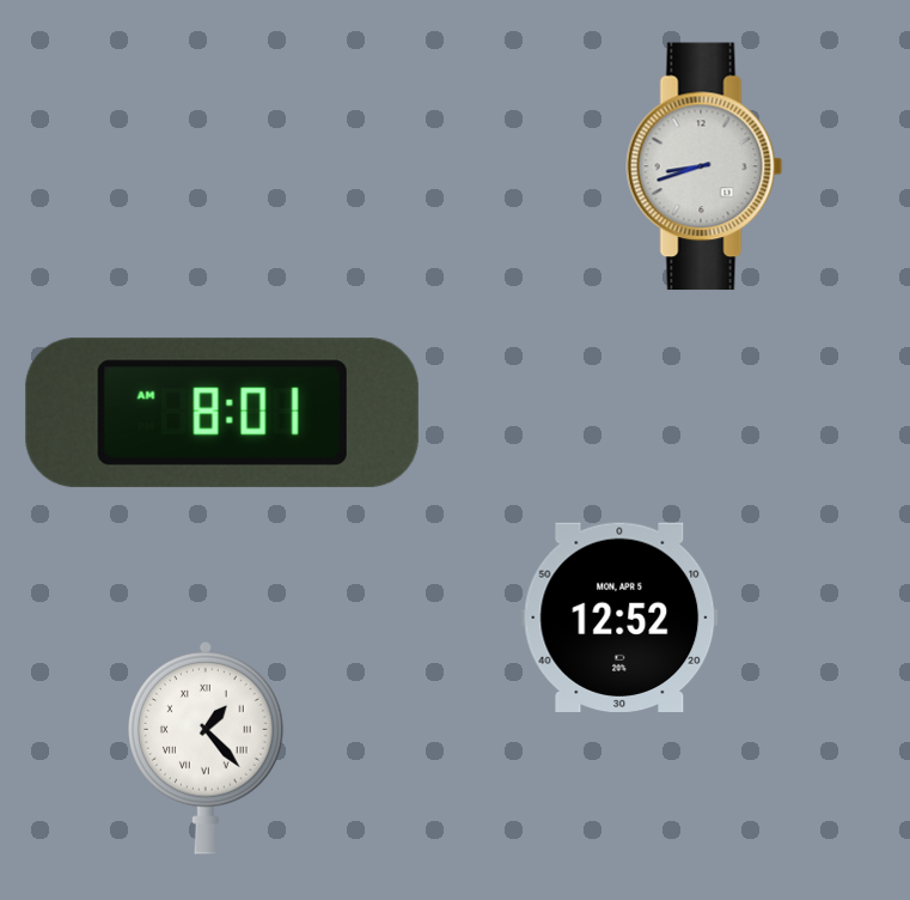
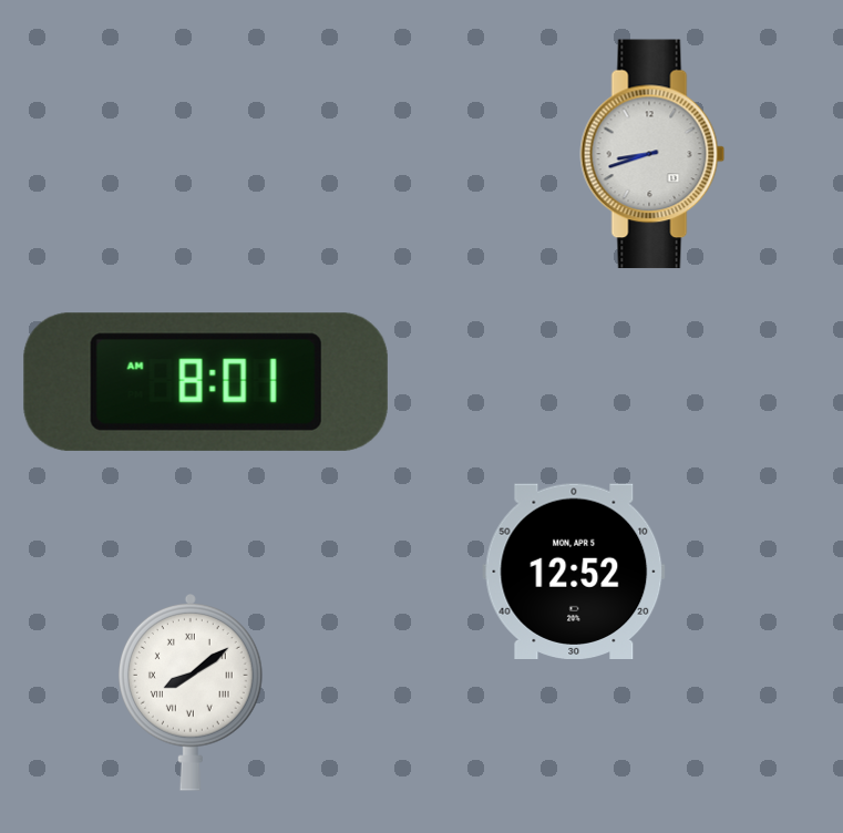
clock at (207, 749): 1:23 -> 8:09
